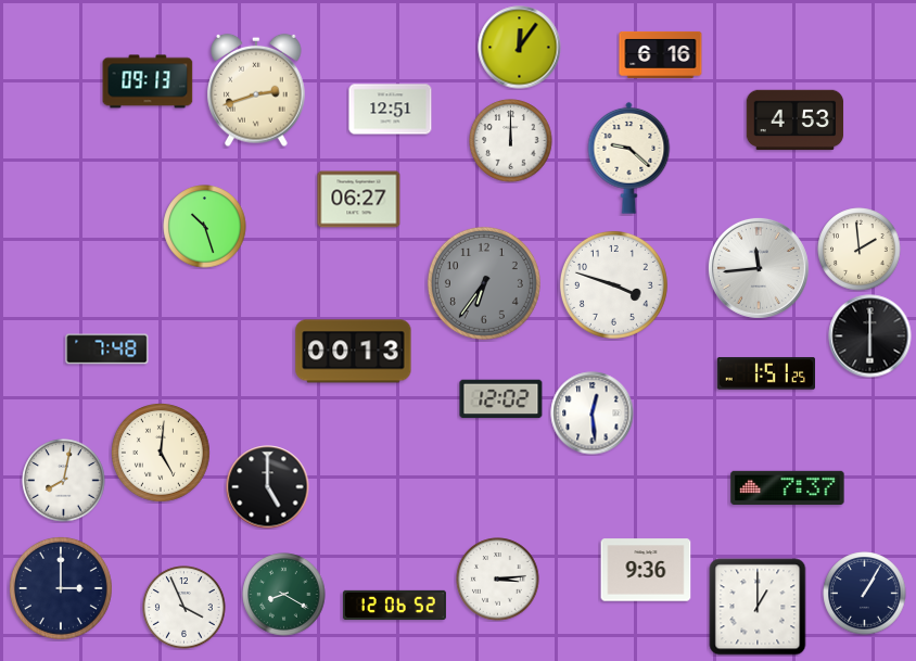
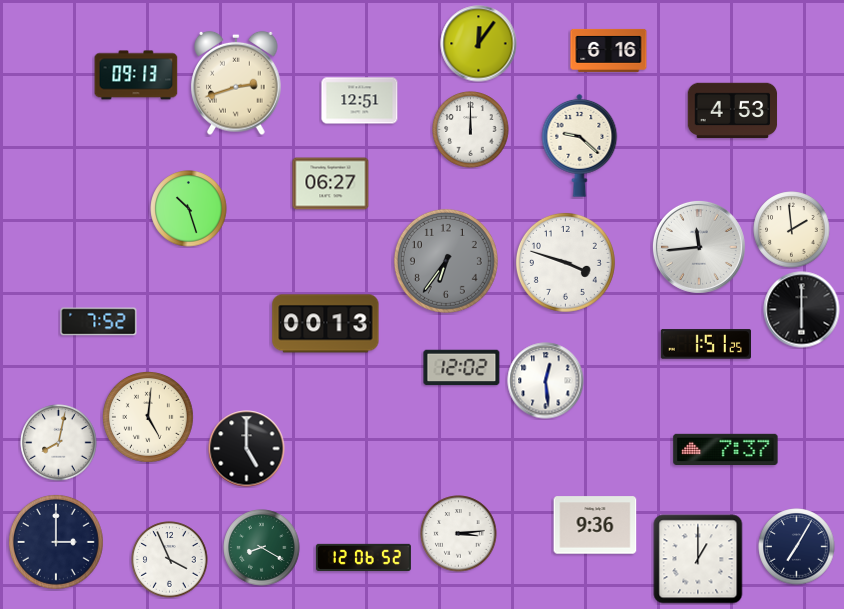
clock at (107, 349): 7:48 -> 7:52
clock at (865, 594): 1:05 -> 7:05
